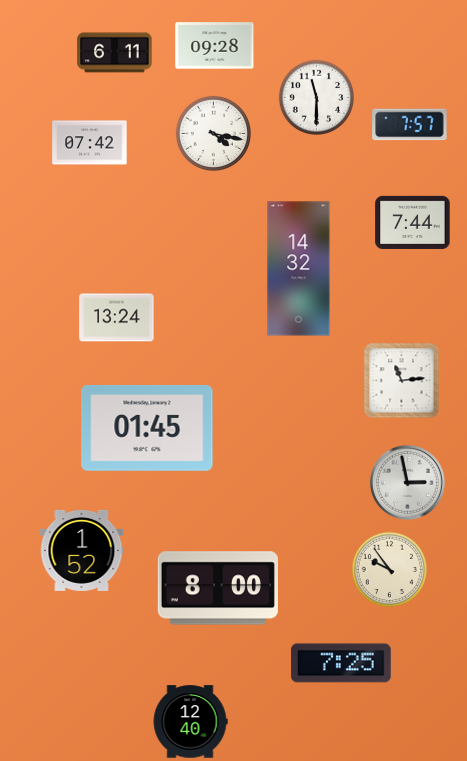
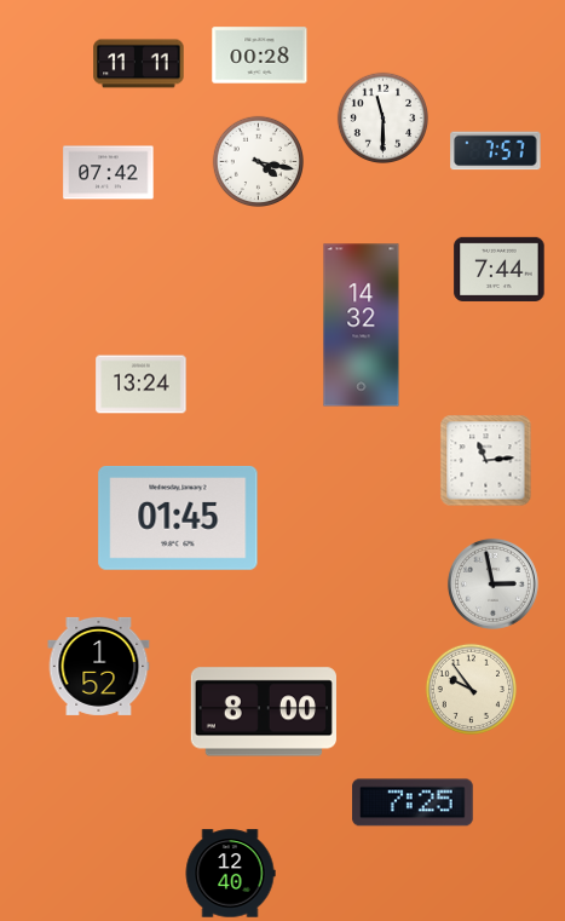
clock at (215, 46): 09:28 -> 00:28
clock at (115, 53): 6:11 -> 11:11
